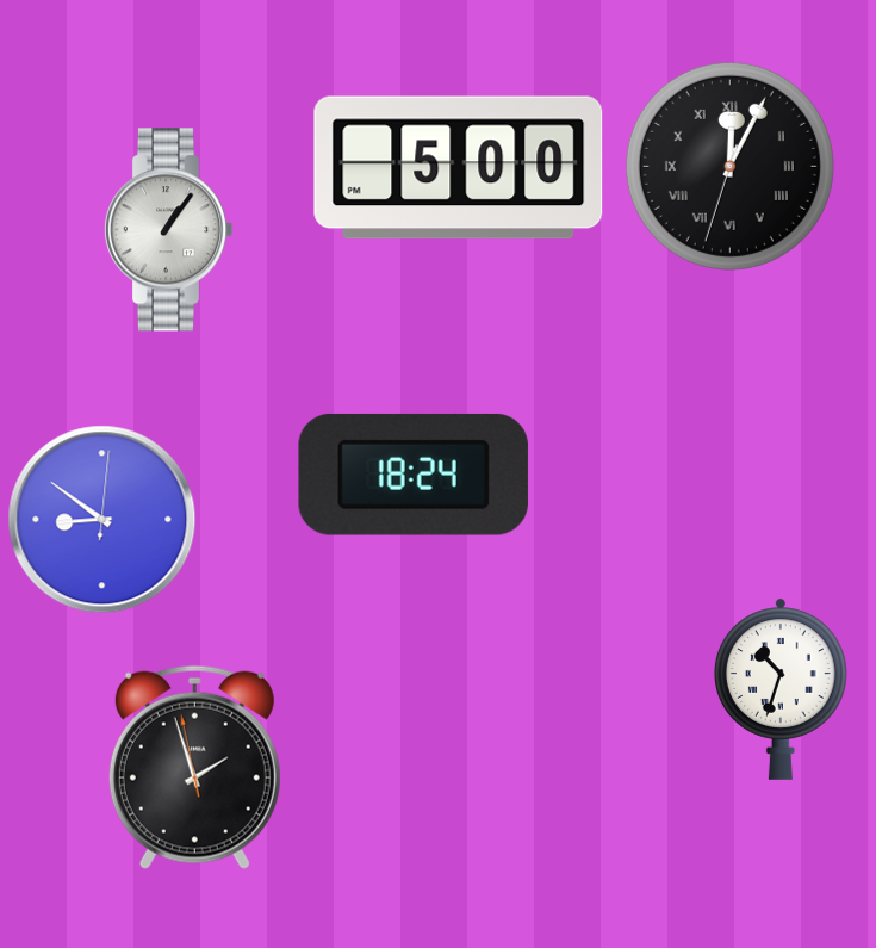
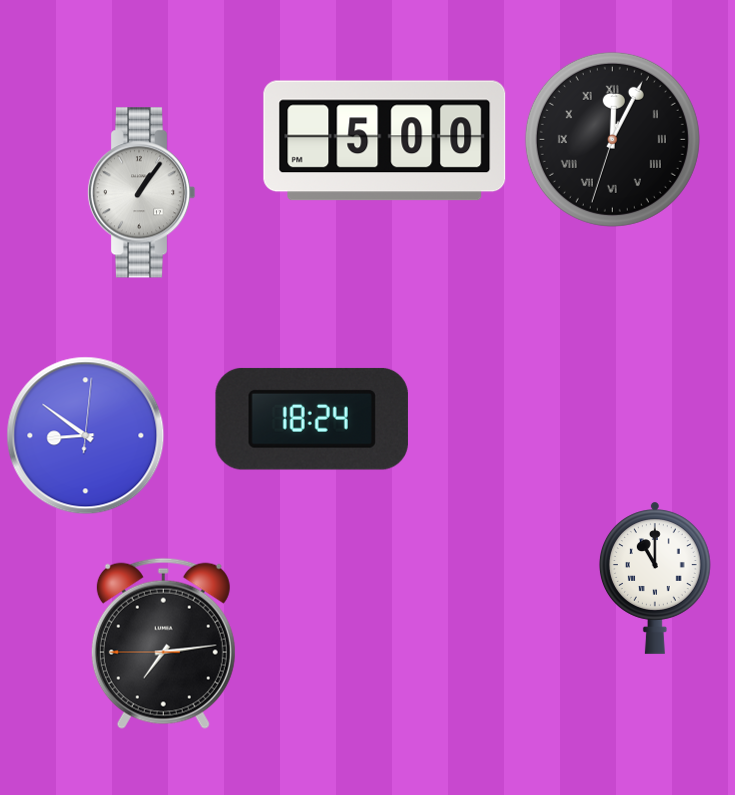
clock at (414, 475) position: (414, 475) -> (312, 419)
clock at (781, 689): 10:33 -> 11:00
clock at (194, 767): 1:56 -> 7:13
